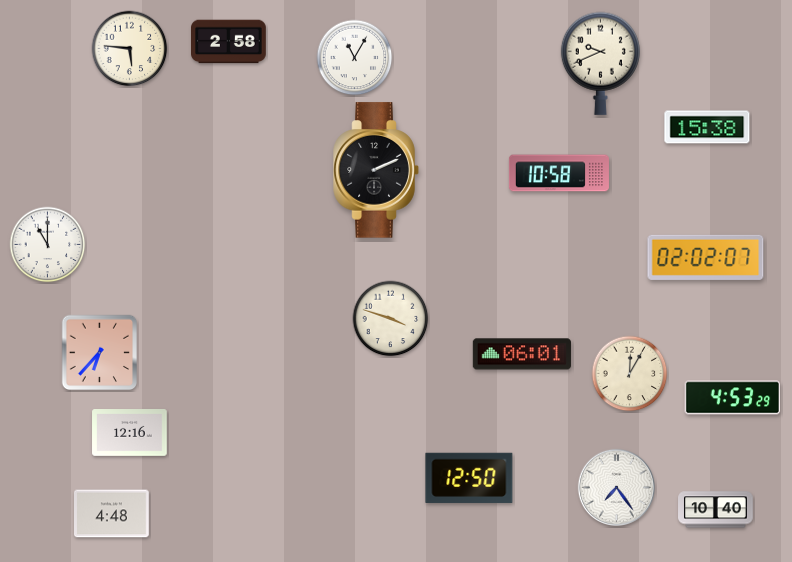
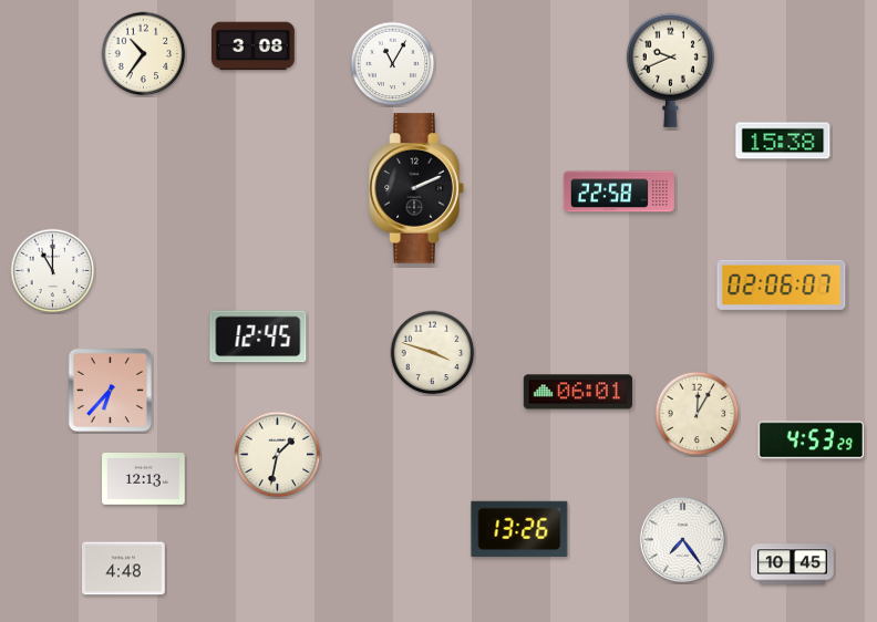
clock at (229, 42): 2:58 -> 3:08
clock at (130, 49): 5:46 -> 10:36
clock at (600, 63) position: (600, 63) -> (670, 70)
clock at (559, 173): 10:58 -> 22:58
clock at (706, 257): 02:02 -> 02:06
clock at (258, 336): none -> 12:45
clock at (278, 455): none -> 1:32
clock at (130, 433): 12:16 -> 12:13
clock at (469, 477): 12:50 -> 13:26
clock at (716, 510): 10:40 -> 10:45
